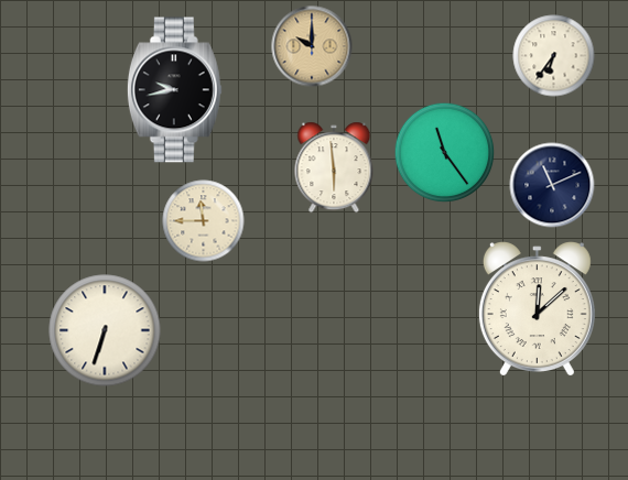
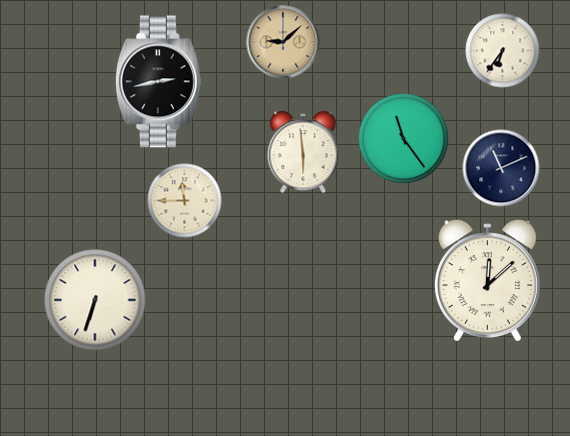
clock at (312, 46): 10:00 -> 9:08
clock at (174, 90): 9:43 -> 2:43
